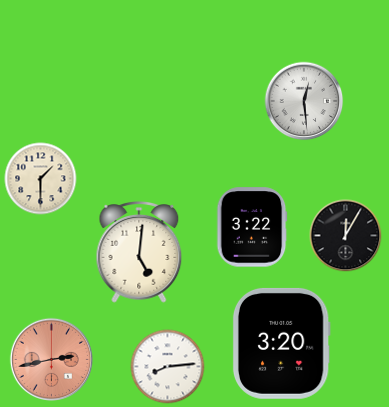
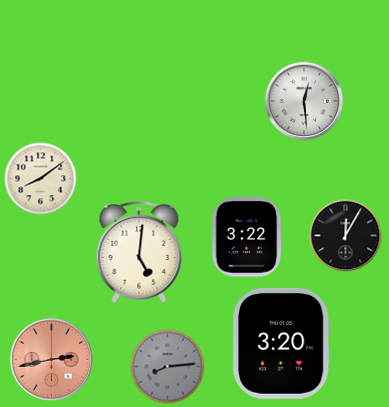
clock at (41, 179): 1:30 -> 8:09
clock at (252, 227) position: (252, 227) -> (247, 237)
clock at (168, 367) dial: white -> grey
